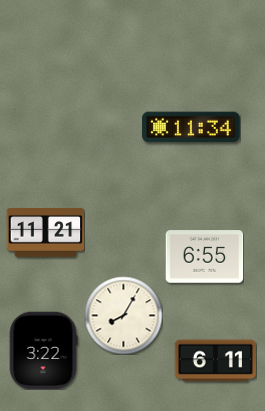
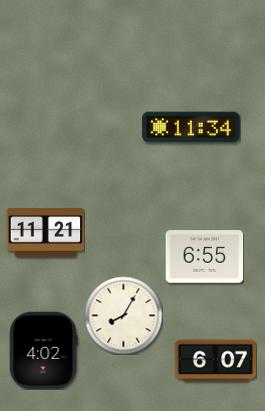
clock at (43, 350): 3:22 -> 4:02
clock at (215, 361): 6:11 -> 6:07
